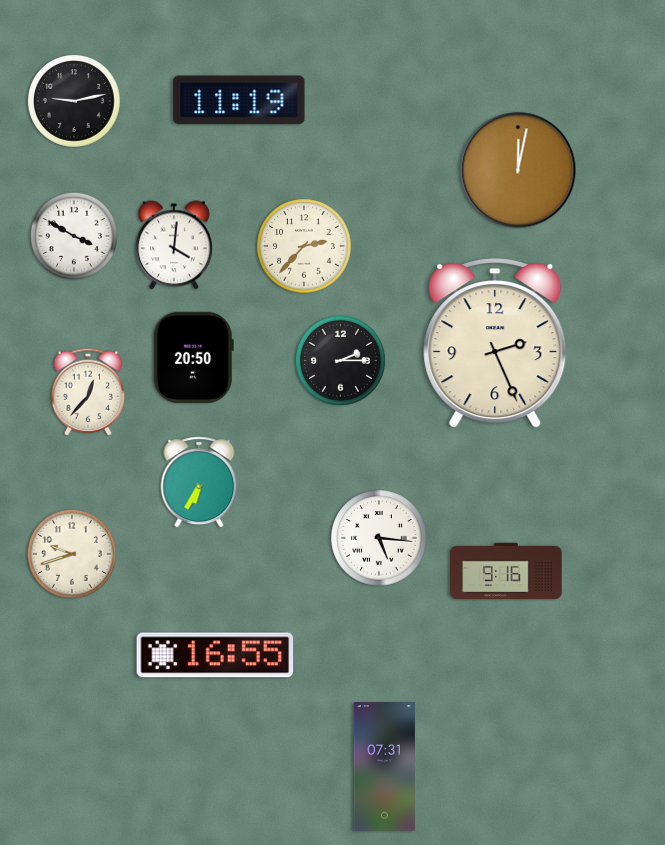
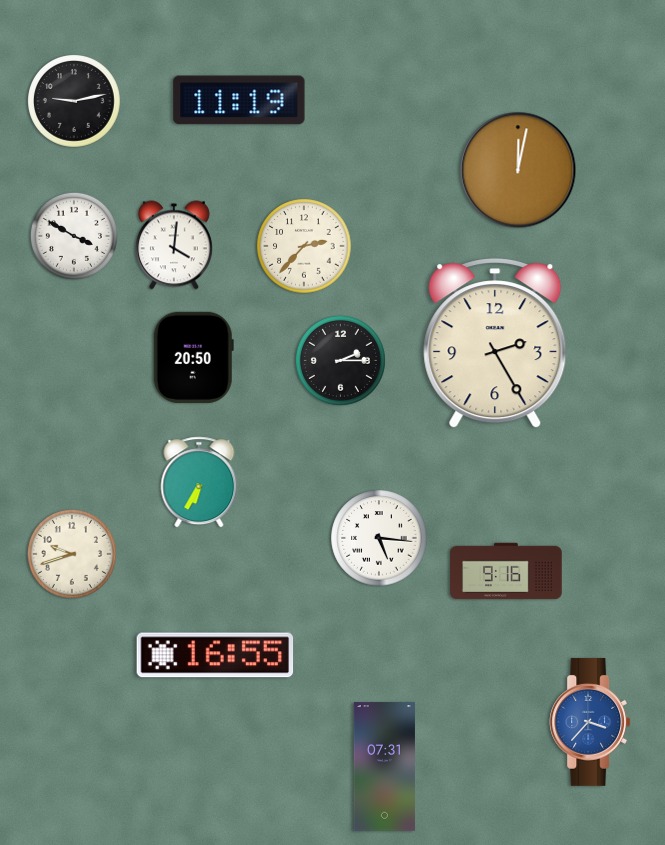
clock at (495, 344): 2:26 -> 2:25
clock at (88, 392): 12:37 -> none
clock at (590, 722): none -> 3:37
